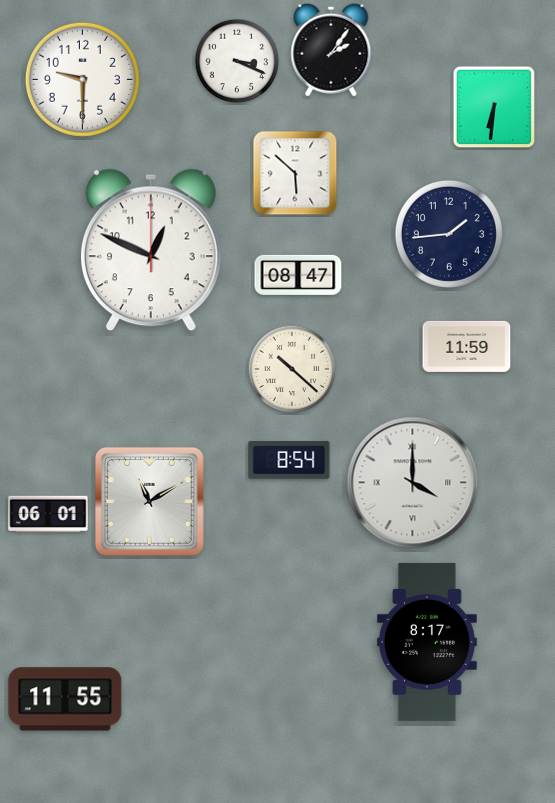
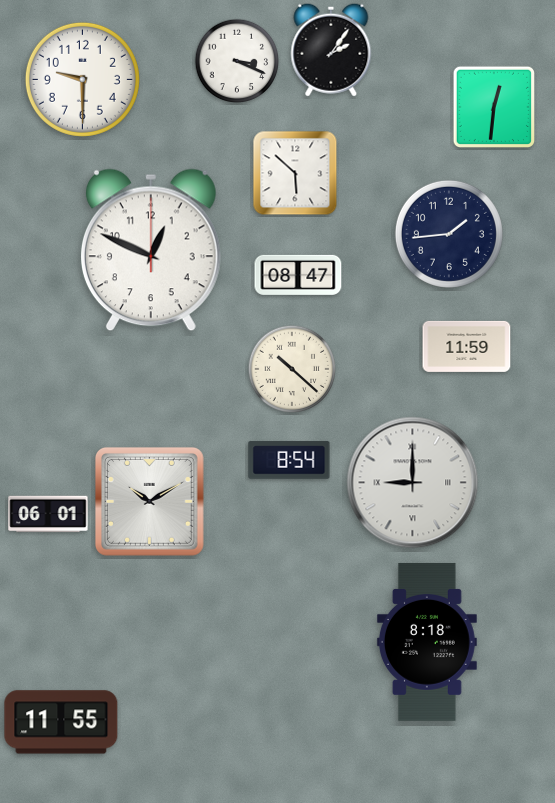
clock at (493, 106): 6:31 -> 12:31
clock at (413, 483): 4:00 -> 9:00
clock at (149, 501): 11:10 -> 10:10
clock at (427, 642): 8:17 -> 8:18
clock at (65, 699) position: (65, 699) -> (61, 722)
